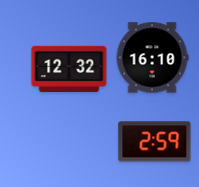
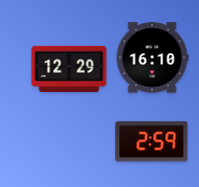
clock at (69, 68): 12:32 -> 12:29
clock at (155, 142) position: (155, 142) -> (152, 142)
